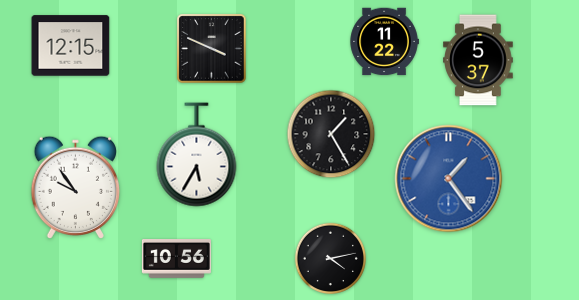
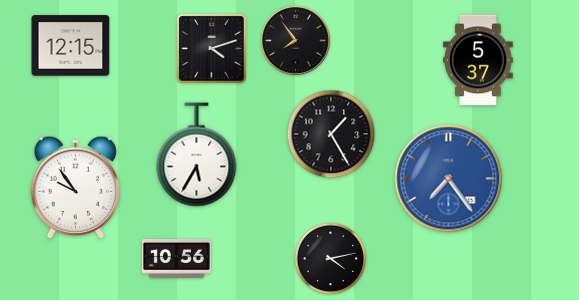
clock at (295, 40): none -> 7:54
clock at (384, 42): 11:22 -> none
clock at (212, 49): 3:49 -> 4:12
clock at (449, 179): 1:24 -> 7:24
